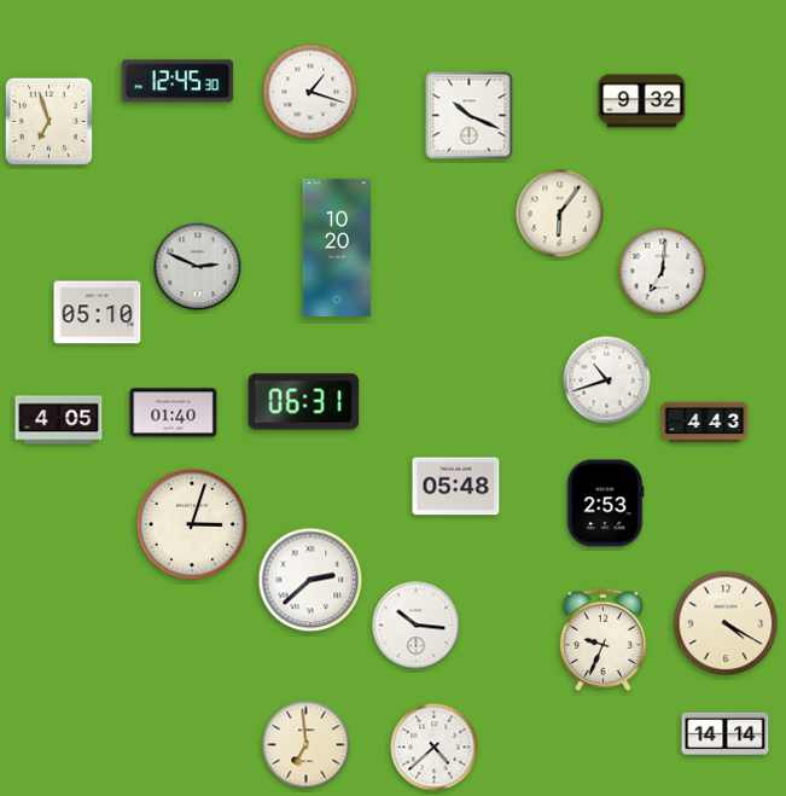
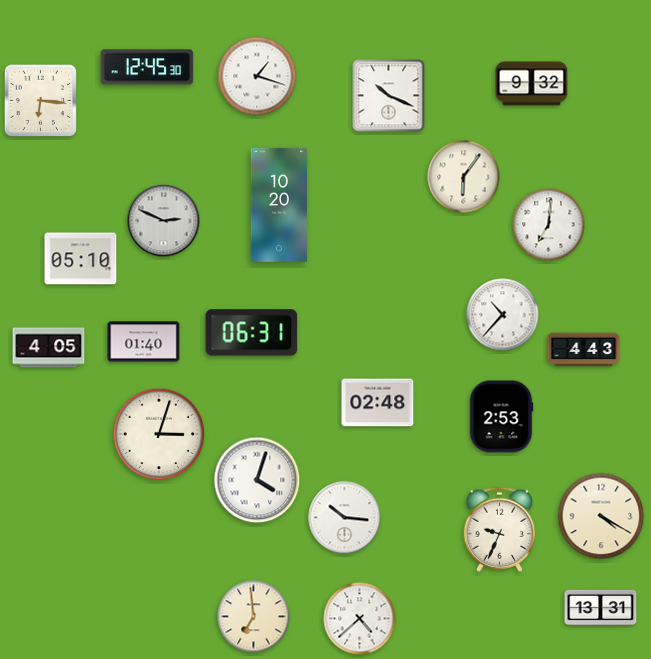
clock at (48, 121): 6:57 -> 6:16
clock at (607, 380): 10:42 -> 10:37
clock at (456, 487): 05:48 -> 02:48
clock at (310, 580): 2:38 -> 4:03
clock at (726, 733): 14:14 -> 13:31
